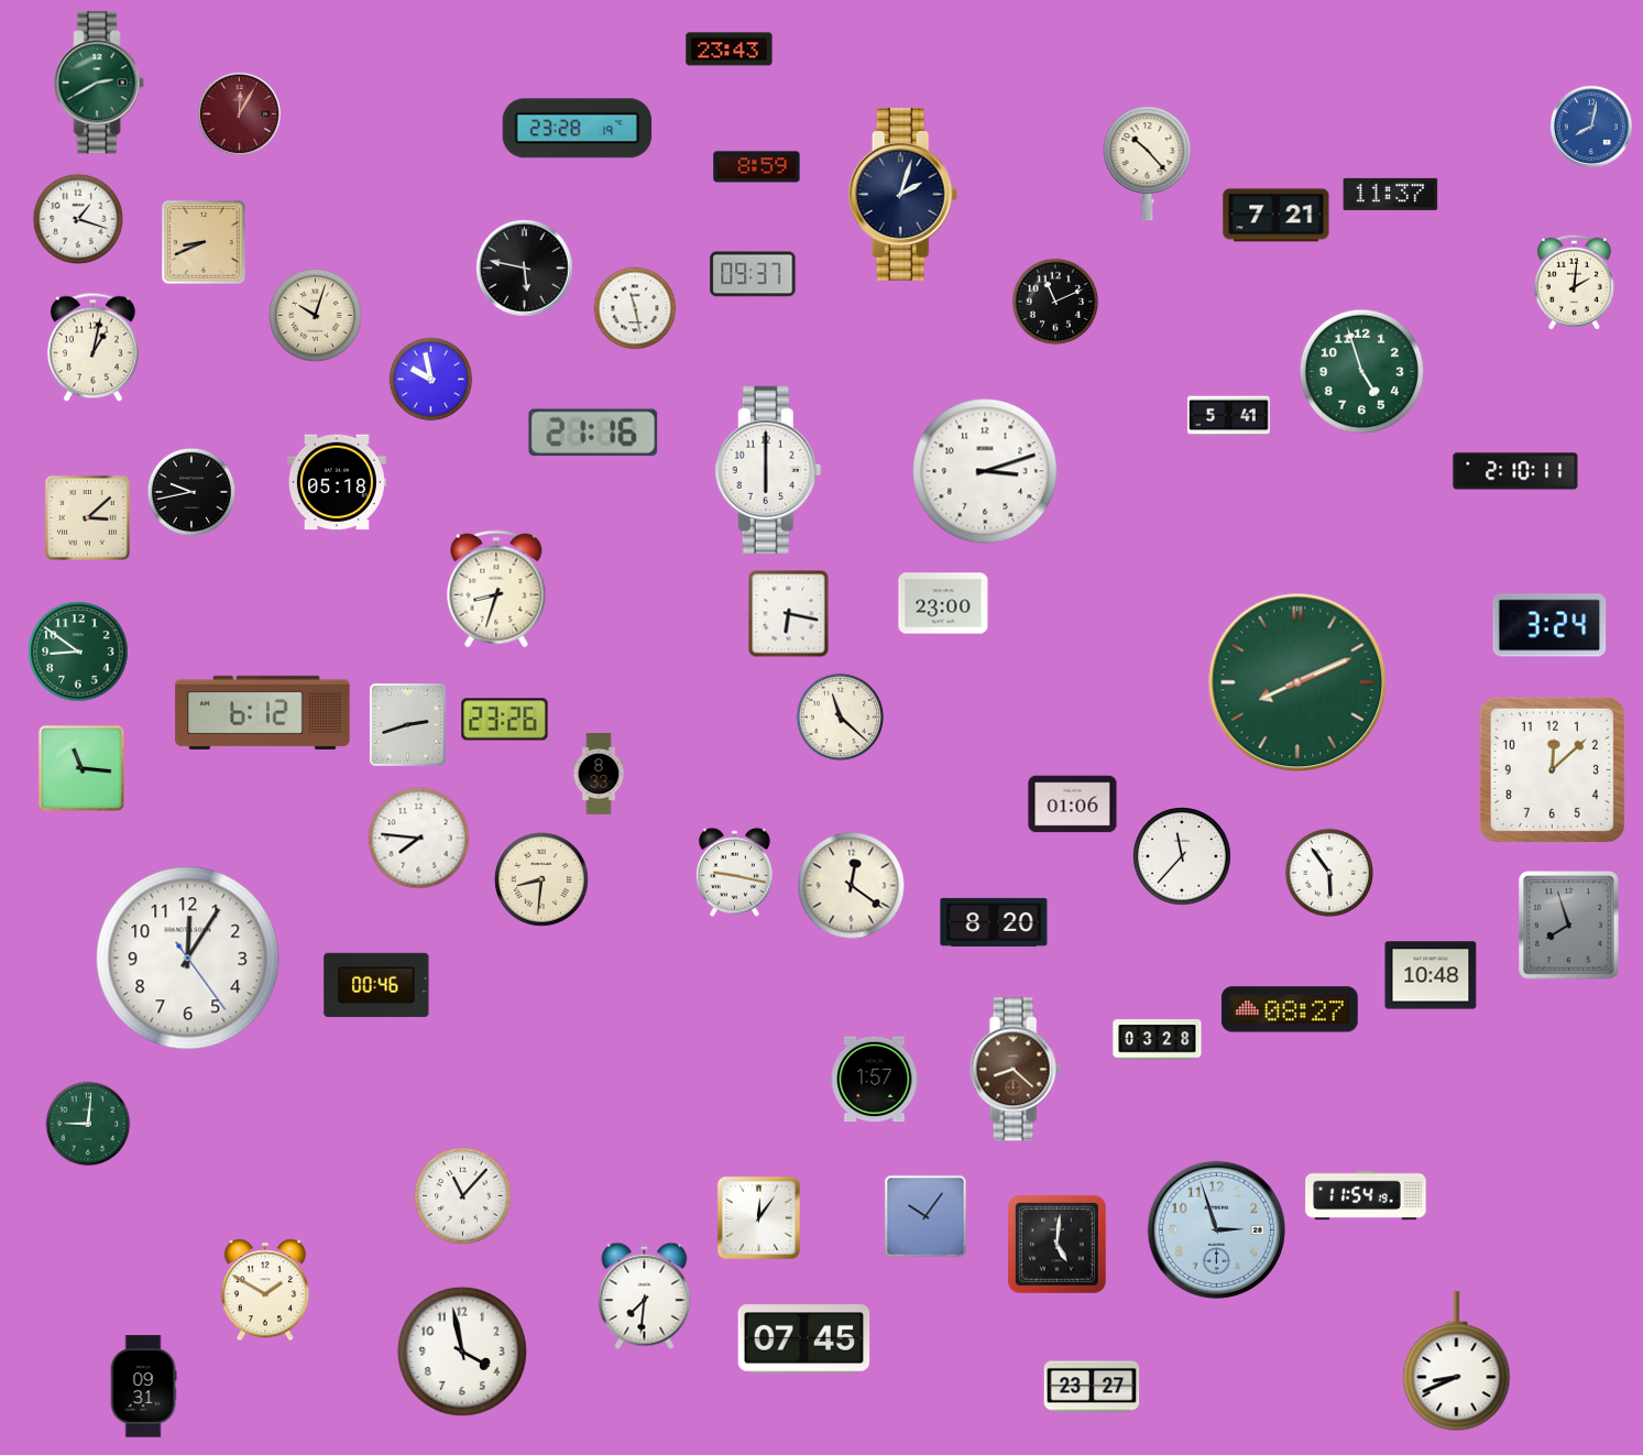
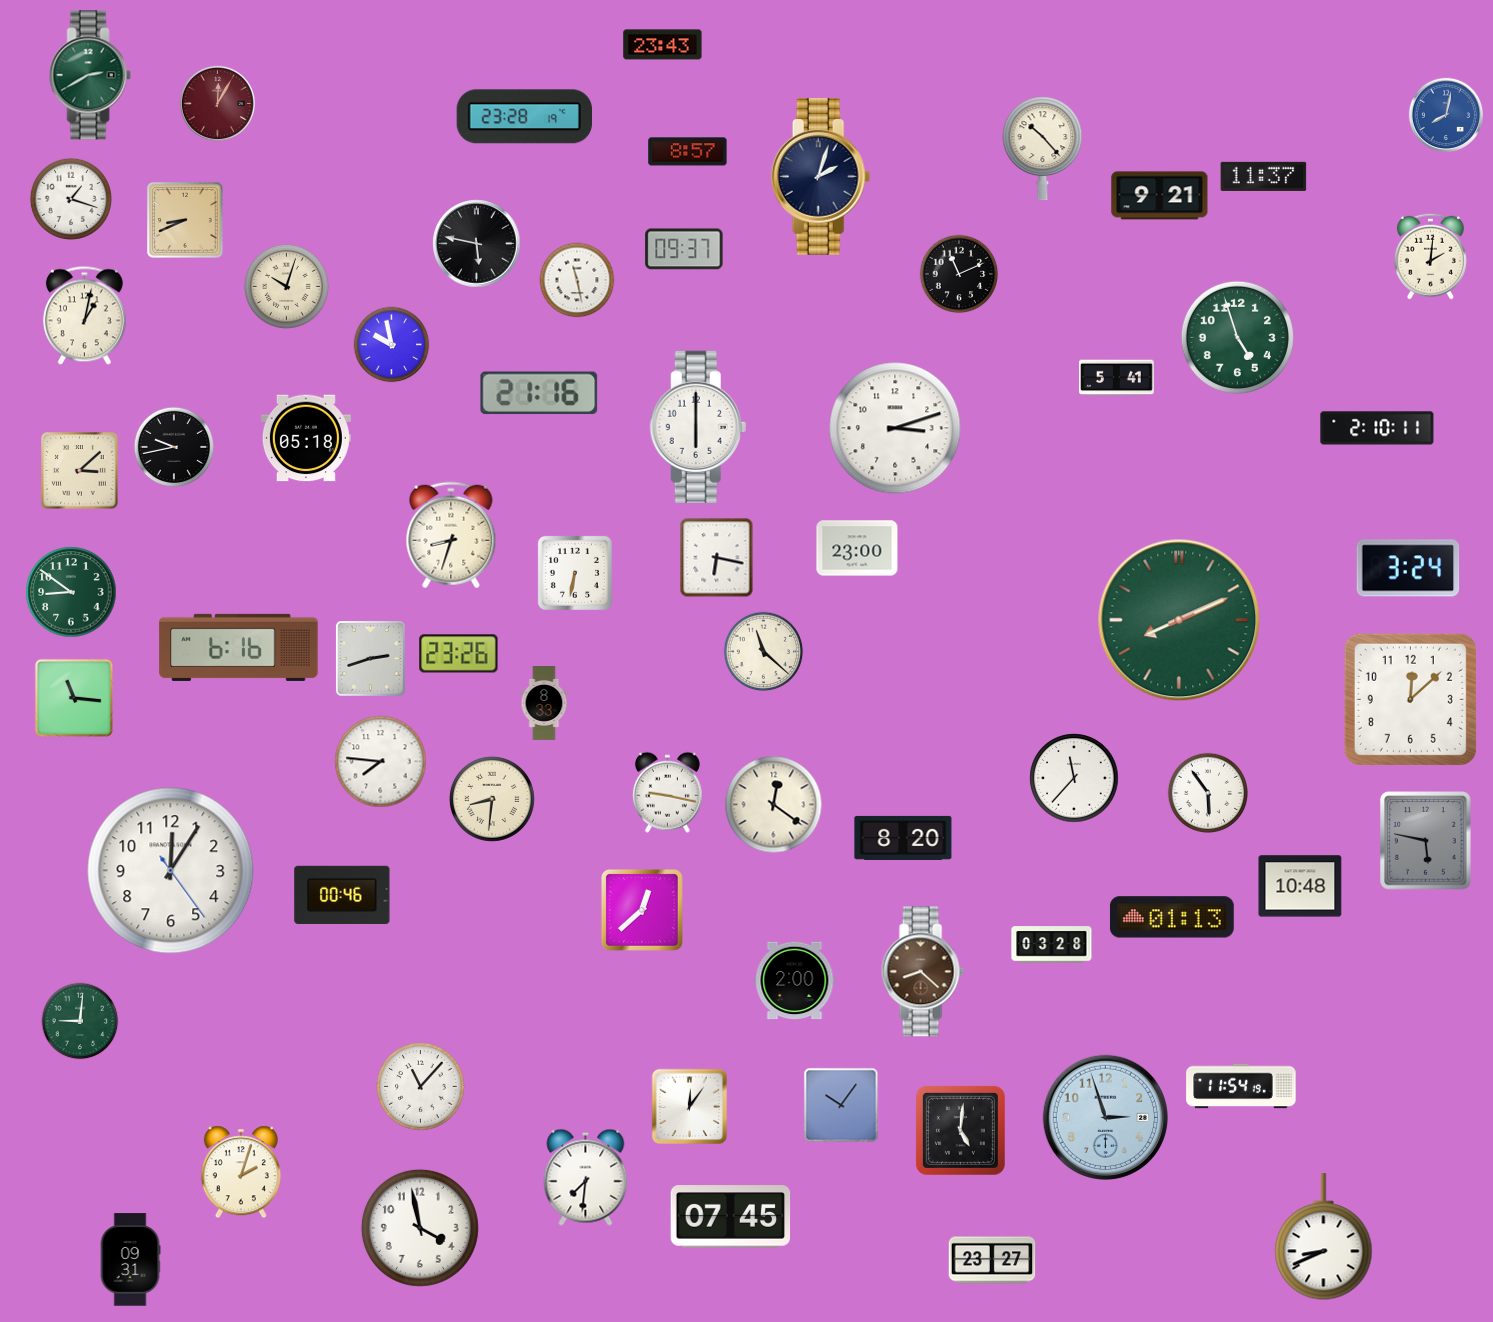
clock at (757, 167): 8:59 -> 8:57
clock at (1277, 216): 7:21 -> 9:21
clock at (575, 573): none -> 6:32
clock at (263, 712): 6:12 -> 6:16
clock at (1073, 805): 01:06 -> none
clock at (1569, 926): 7:57 -> 5:47
clock at (642, 910): none -> 12:38
clock at (1290, 1009): 08:27 -> 01:13
clock at (875, 1080): 1:57 -> 2:00
clock at (265, 1290): 1:50 -> 2:03
